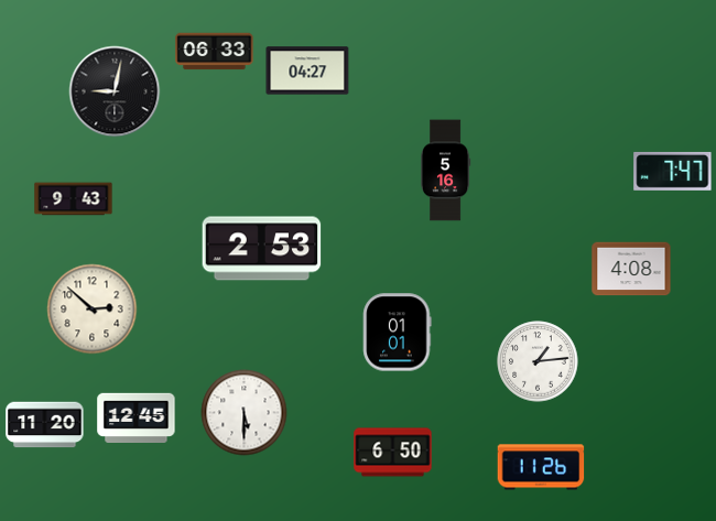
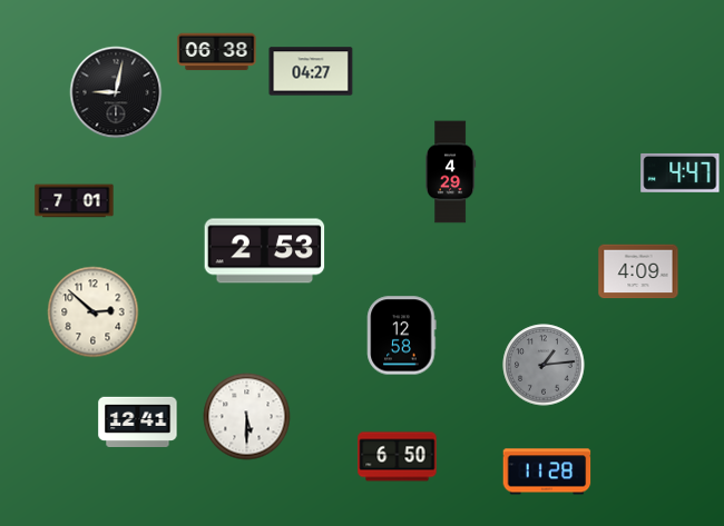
clock at (215, 52): 06:33 -> 06:38
clock at (445, 171): 5:16 -> 4:29
clock at (673, 171): 7:47 -> 4:47
clock at (74, 199): 9:43 -> 7:01
clock at (631, 269): 4:08 -> 4:09
clock at (398, 333): 01:01 -> 12:58
clock at (538, 361) dial: white -> grey
clock at (137, 417): 12:45 -> 12:41
clock at (45, 425): 11:20 -> none
clock at (541, 467): 11:26 -> 11:28
